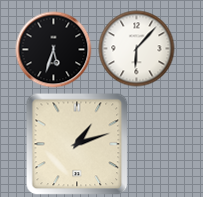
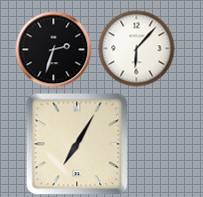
clock at (54, 50): 5:33 -> 2:33
clock at (77, 144): 1:12 -> 7:05
